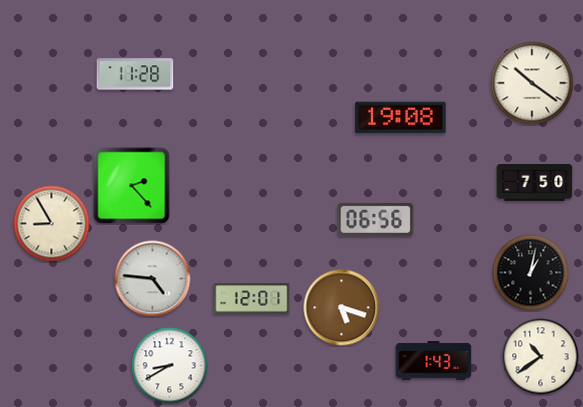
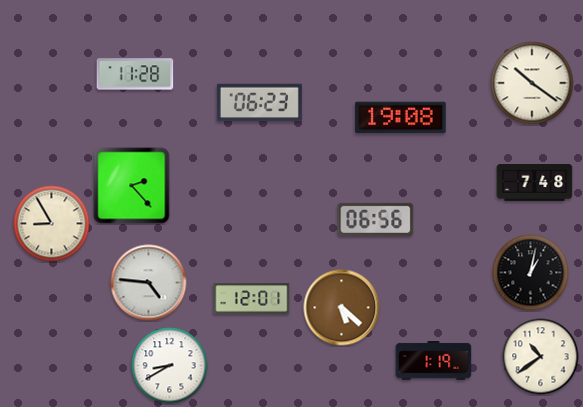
clock at (259, 103): none -> 06:23
clock at (535, 183): 7:50 -> 7:48
clock at (153, 279) position: (153, 279) -> (149, 283)
clock at (342, 308): 5:18 -> 5:22
clock at (434, 361): 1:43 -> 1:19
